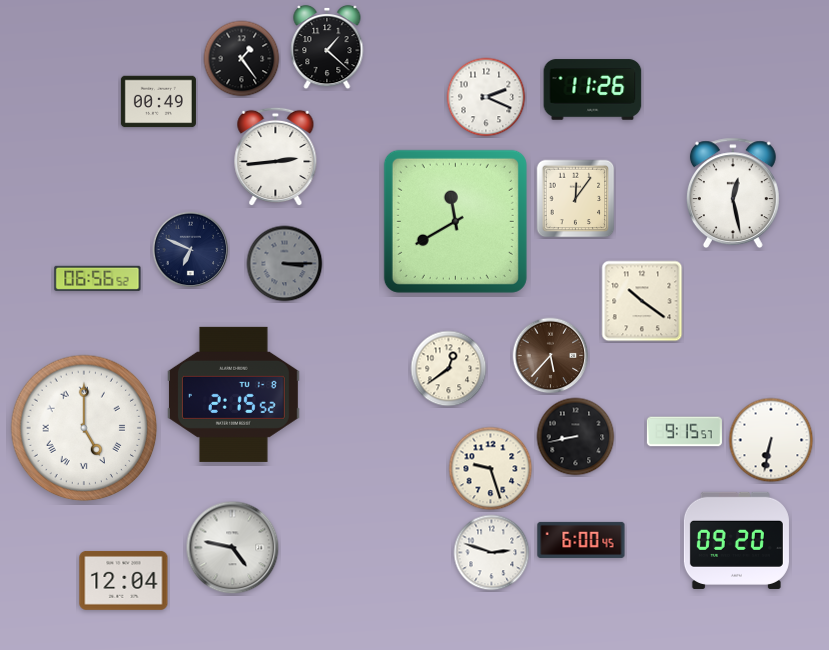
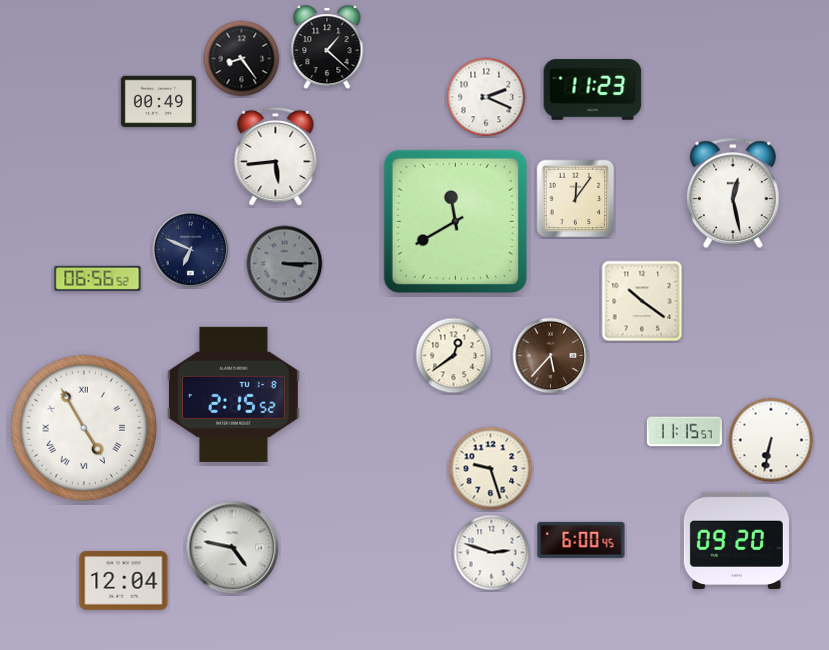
clock at (242, 59): 1:24 -> 8:24
clock at (593, 90): 11:26 -> 11:23
clock at (276, 157): 2:44 -> 5:44
clock at (449, 369) position: (449, 369) -> (454, 356)
clock at (84, 428): 5:00 -> 4:55
clock at (684, 432): 9:15 -> 11:15
clock at (576, 437): 8:43 -> none
